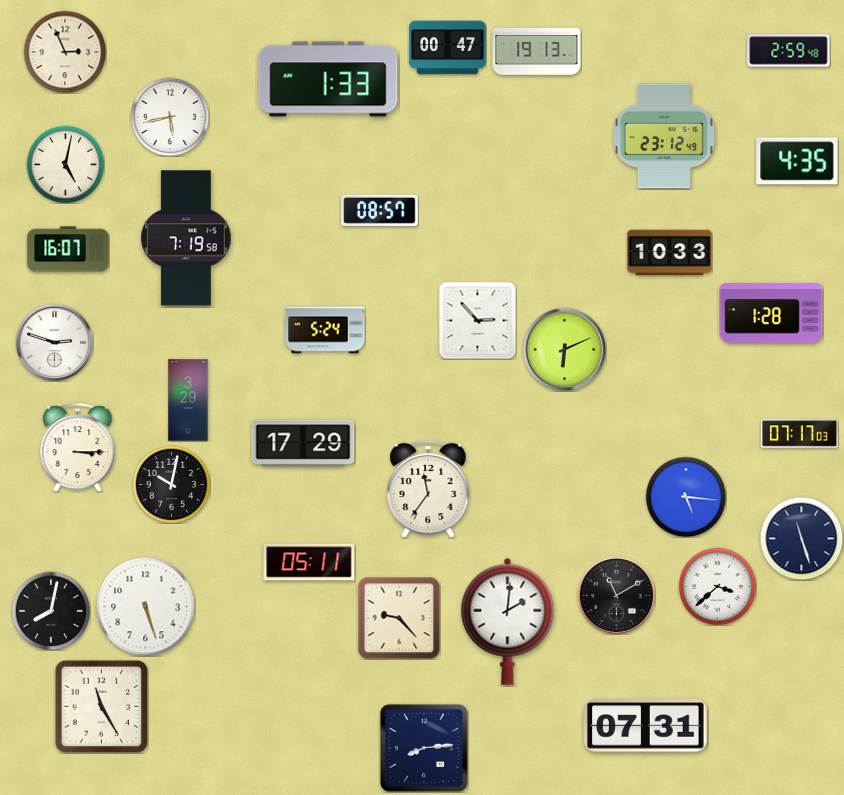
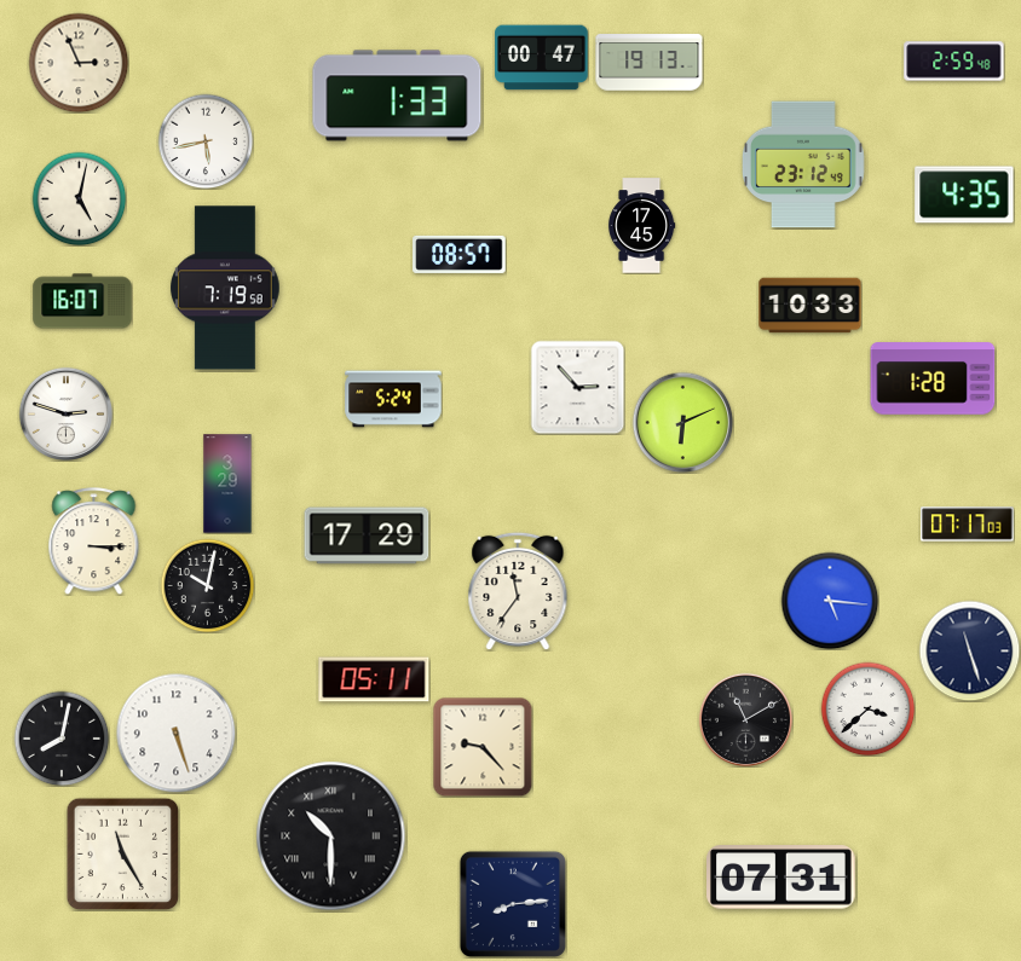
clock at (642, 226): none -> 17:45
clock at (508, 621): 2:01 -> none
clock at (331, 836): none -> 10:30
